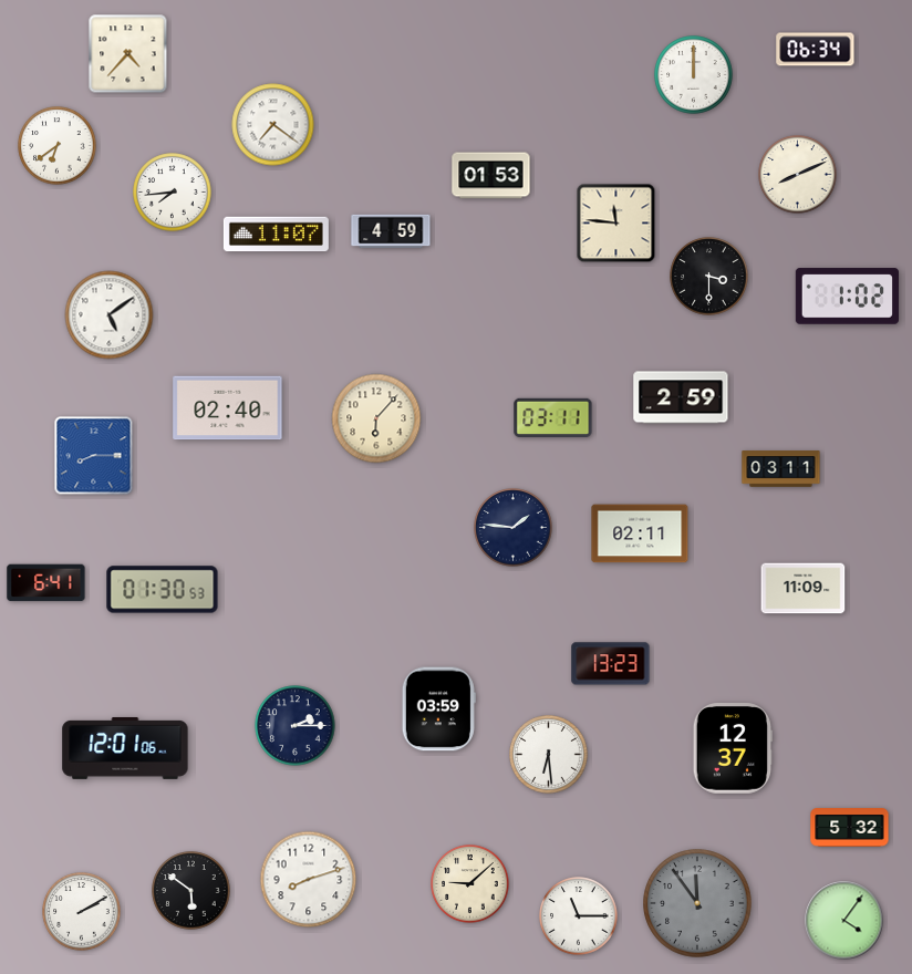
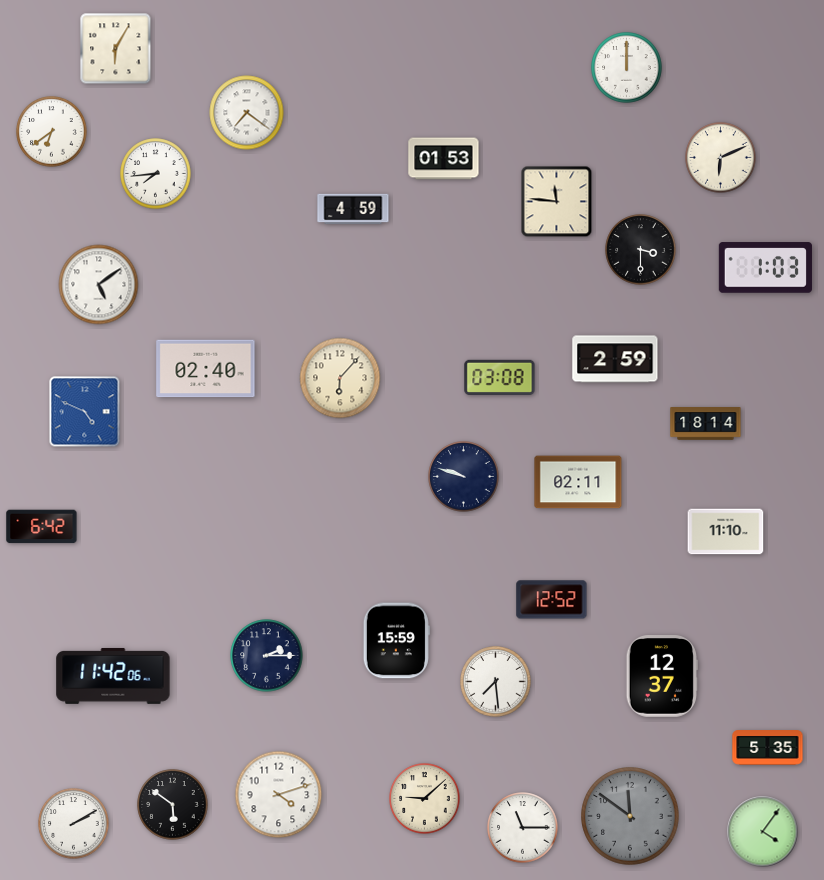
clock at (816, 50): 06:34 -> none
clock at (128, 54): 4:37 -> 6:05
clock at (798, 175): 8:11 -> 6:11
clock at (276, 235): 11:07 -> none
clock at (847, 297): 1:02 -> 1:03
clock at (553, 417): 03:11 -> 03:08
clock at (94, 456): 8:15 -> 4:49
clock at (781, 469): 03:11 -> 18:14
clock at (514, 528): 1:46 -> 9:48
clock at (46, 583): 6:41 -> 6:42
clock at (804, 589): 11:09 -> 11:10
clock at (163, 590): 01:30 -> none
clock at (611, 664): 13:23 -> 12:52
clock at (438, 709): 03:59 -> 15:59
clock at (125, 748): 12:01 -> 11:42
clock at (549, 755): 6:29 -> 7:29
clock at (850, 828): 5:32 -> 5:35
clock at (309, 880): 8:12 -> 4:12
clock at (697, 903): 11:54 -> 11:51
